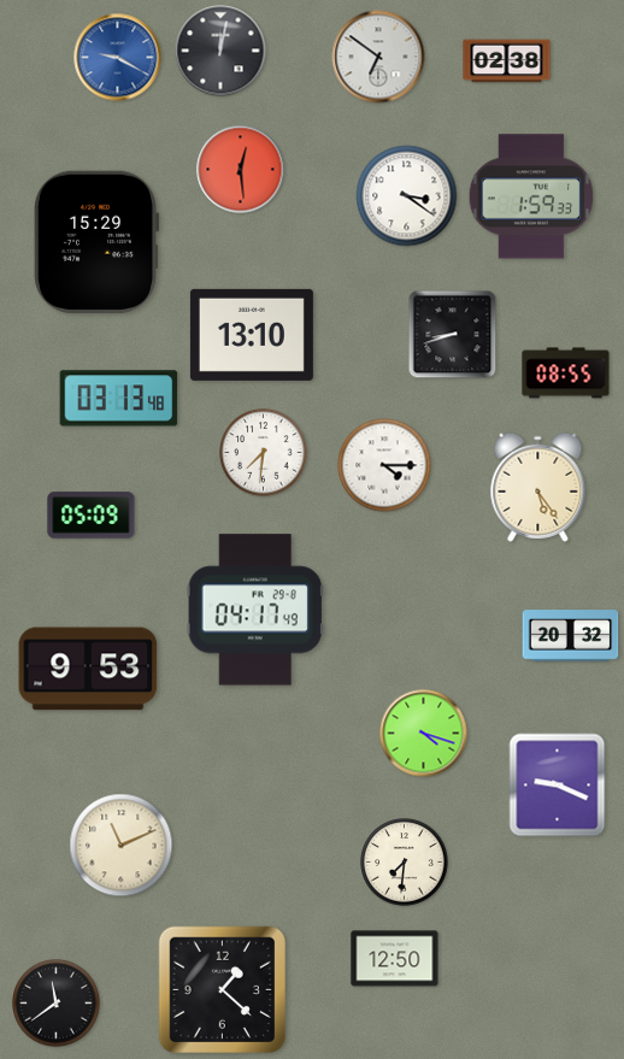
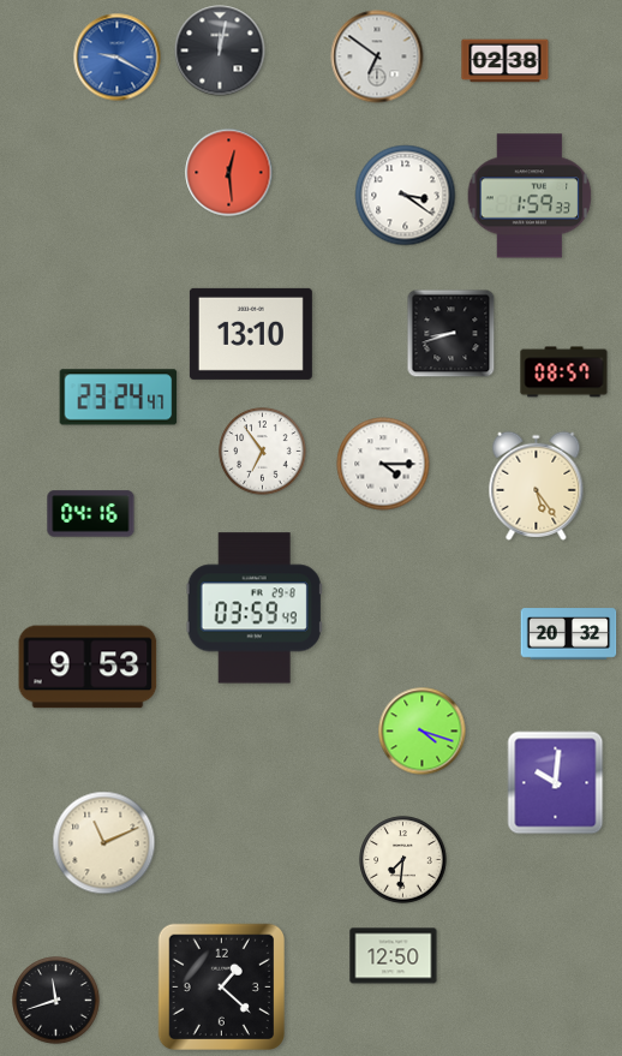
clock at (241, 170) position: (241, 170) -> (229, 173)
clock at (96, 242): 15:29 -> none
clock at (566, 373): 08:55 -> 08:57
clock at (119, 399): 03:13 -> 23:24
clock at (264, 453): 7:31 -> 6:54
clock at (92, 516): 05:09 -> 04:16
clock at (255, 610): 04:17 -> 03:59
clock at (558, 786): 9:19 -> 10:01
clock at (122, 846) position: (122, 846) -> (104, 843)
clock at (57, 1004): 11:39 -> 11:42
